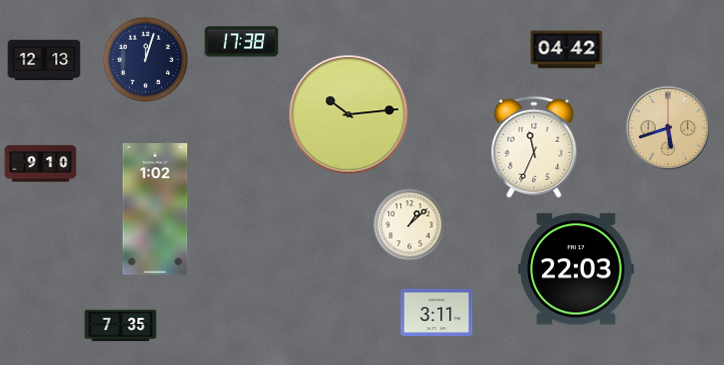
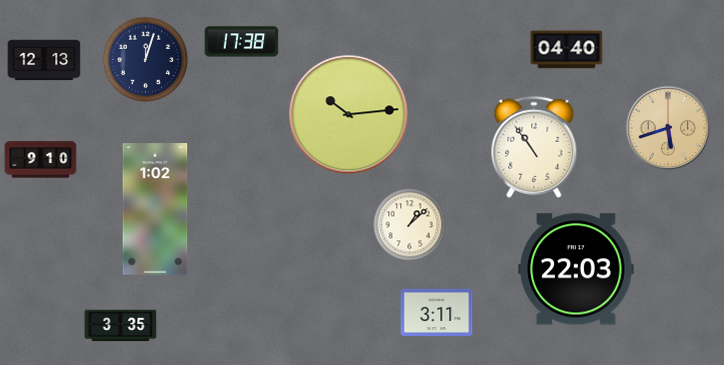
clock at (567, 50): 04:42 -> 04:40
clock at (534, 147): 11:34 -> 10:54
clock at (41, 164) position: (41, 164) -> (41, 160)
clock at (121, 326): 7:35 -> 3:35
